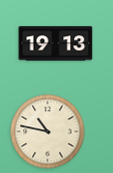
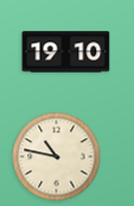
clock at (56, 44): 19:13 -> 19:10
